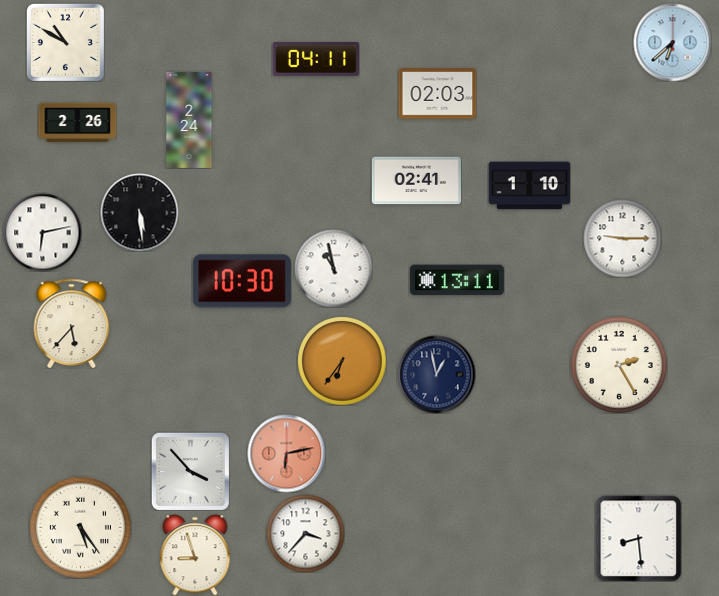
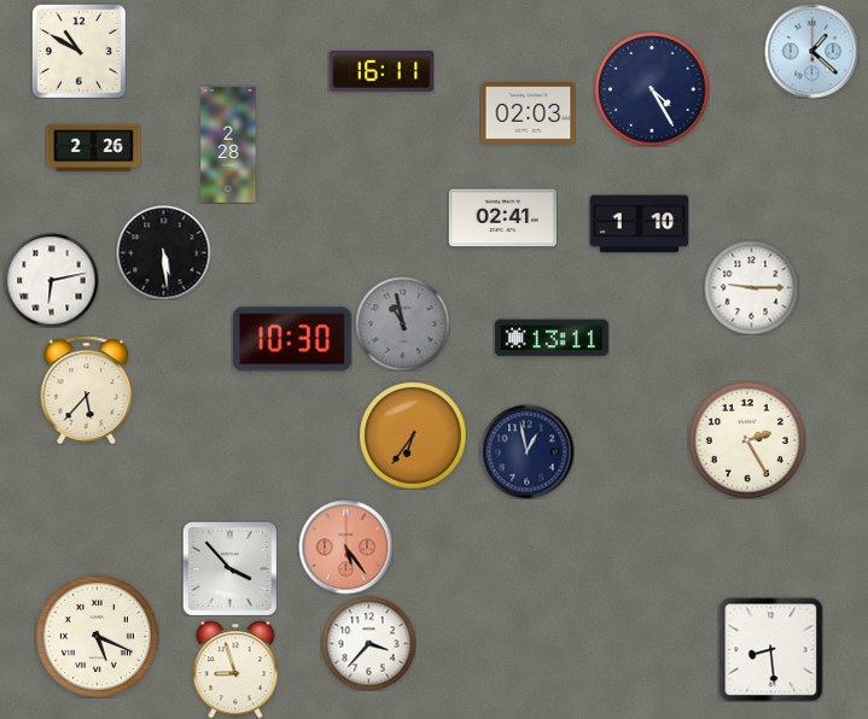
clock at (672, 42): 6:38 -> 1:22
clock at (316, 60): 04:11 -> 16:11
clock at (652, 89): none -> 4:25
clock at (189, 120): 2:24 -> 2:28
clock at (139, 212) position: (139, 212) -> (163, 252)
clock at (333, 268) dial: white -> grey
clock at (286, 453): 6:13 -> 5:24
clock at (80, 527): 5:24 -> 5:19
